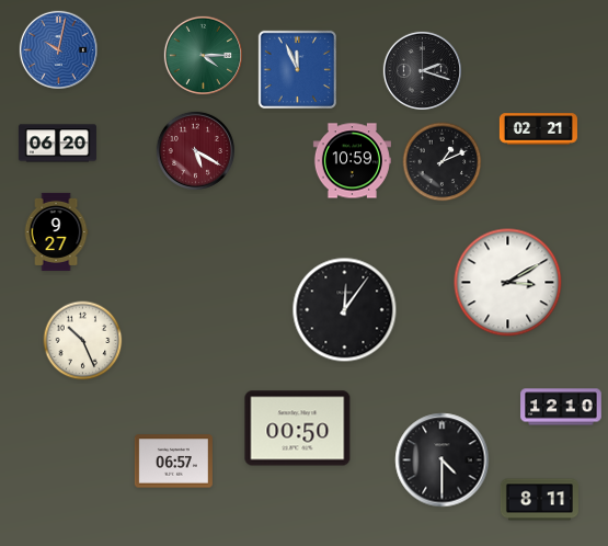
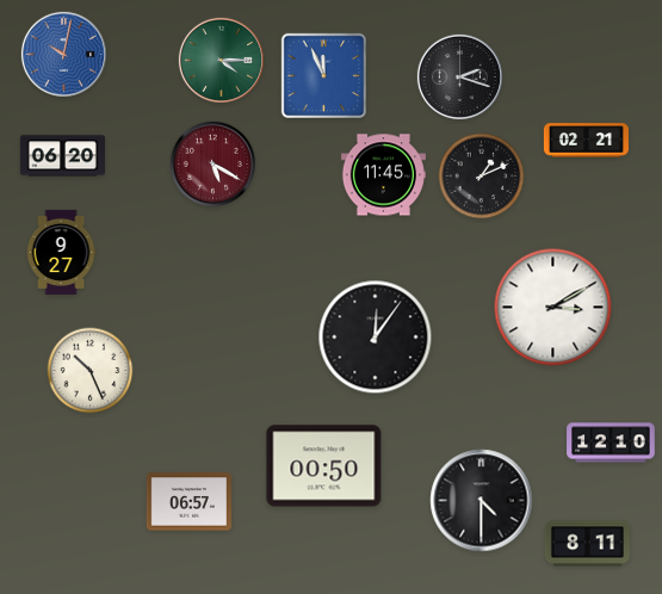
clock at (352, 161): 10:59 -> 11:45
